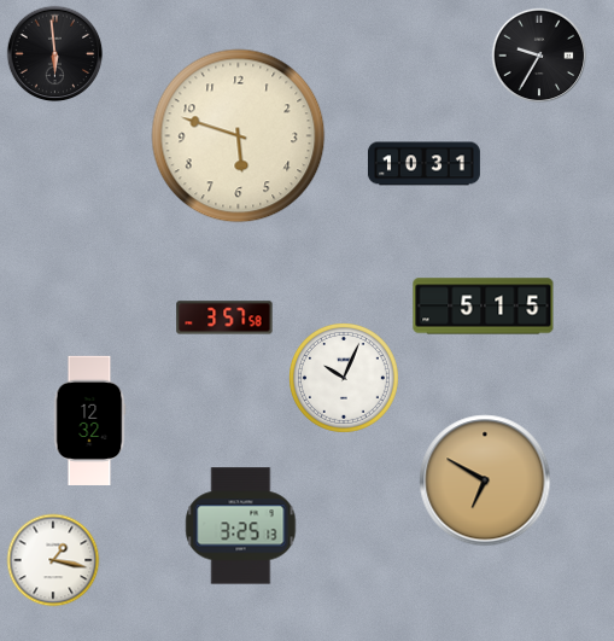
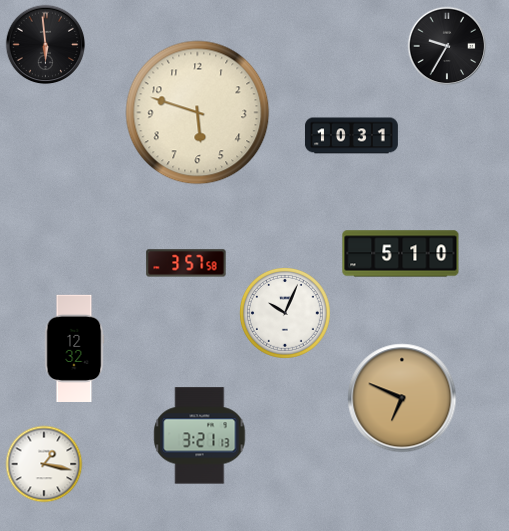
clock at (484, 307): 5:15 -> 5:10
clock at (485, 480): 6:50 -> 6:49
clock at (241, 526): 3:25 -> 3:21
